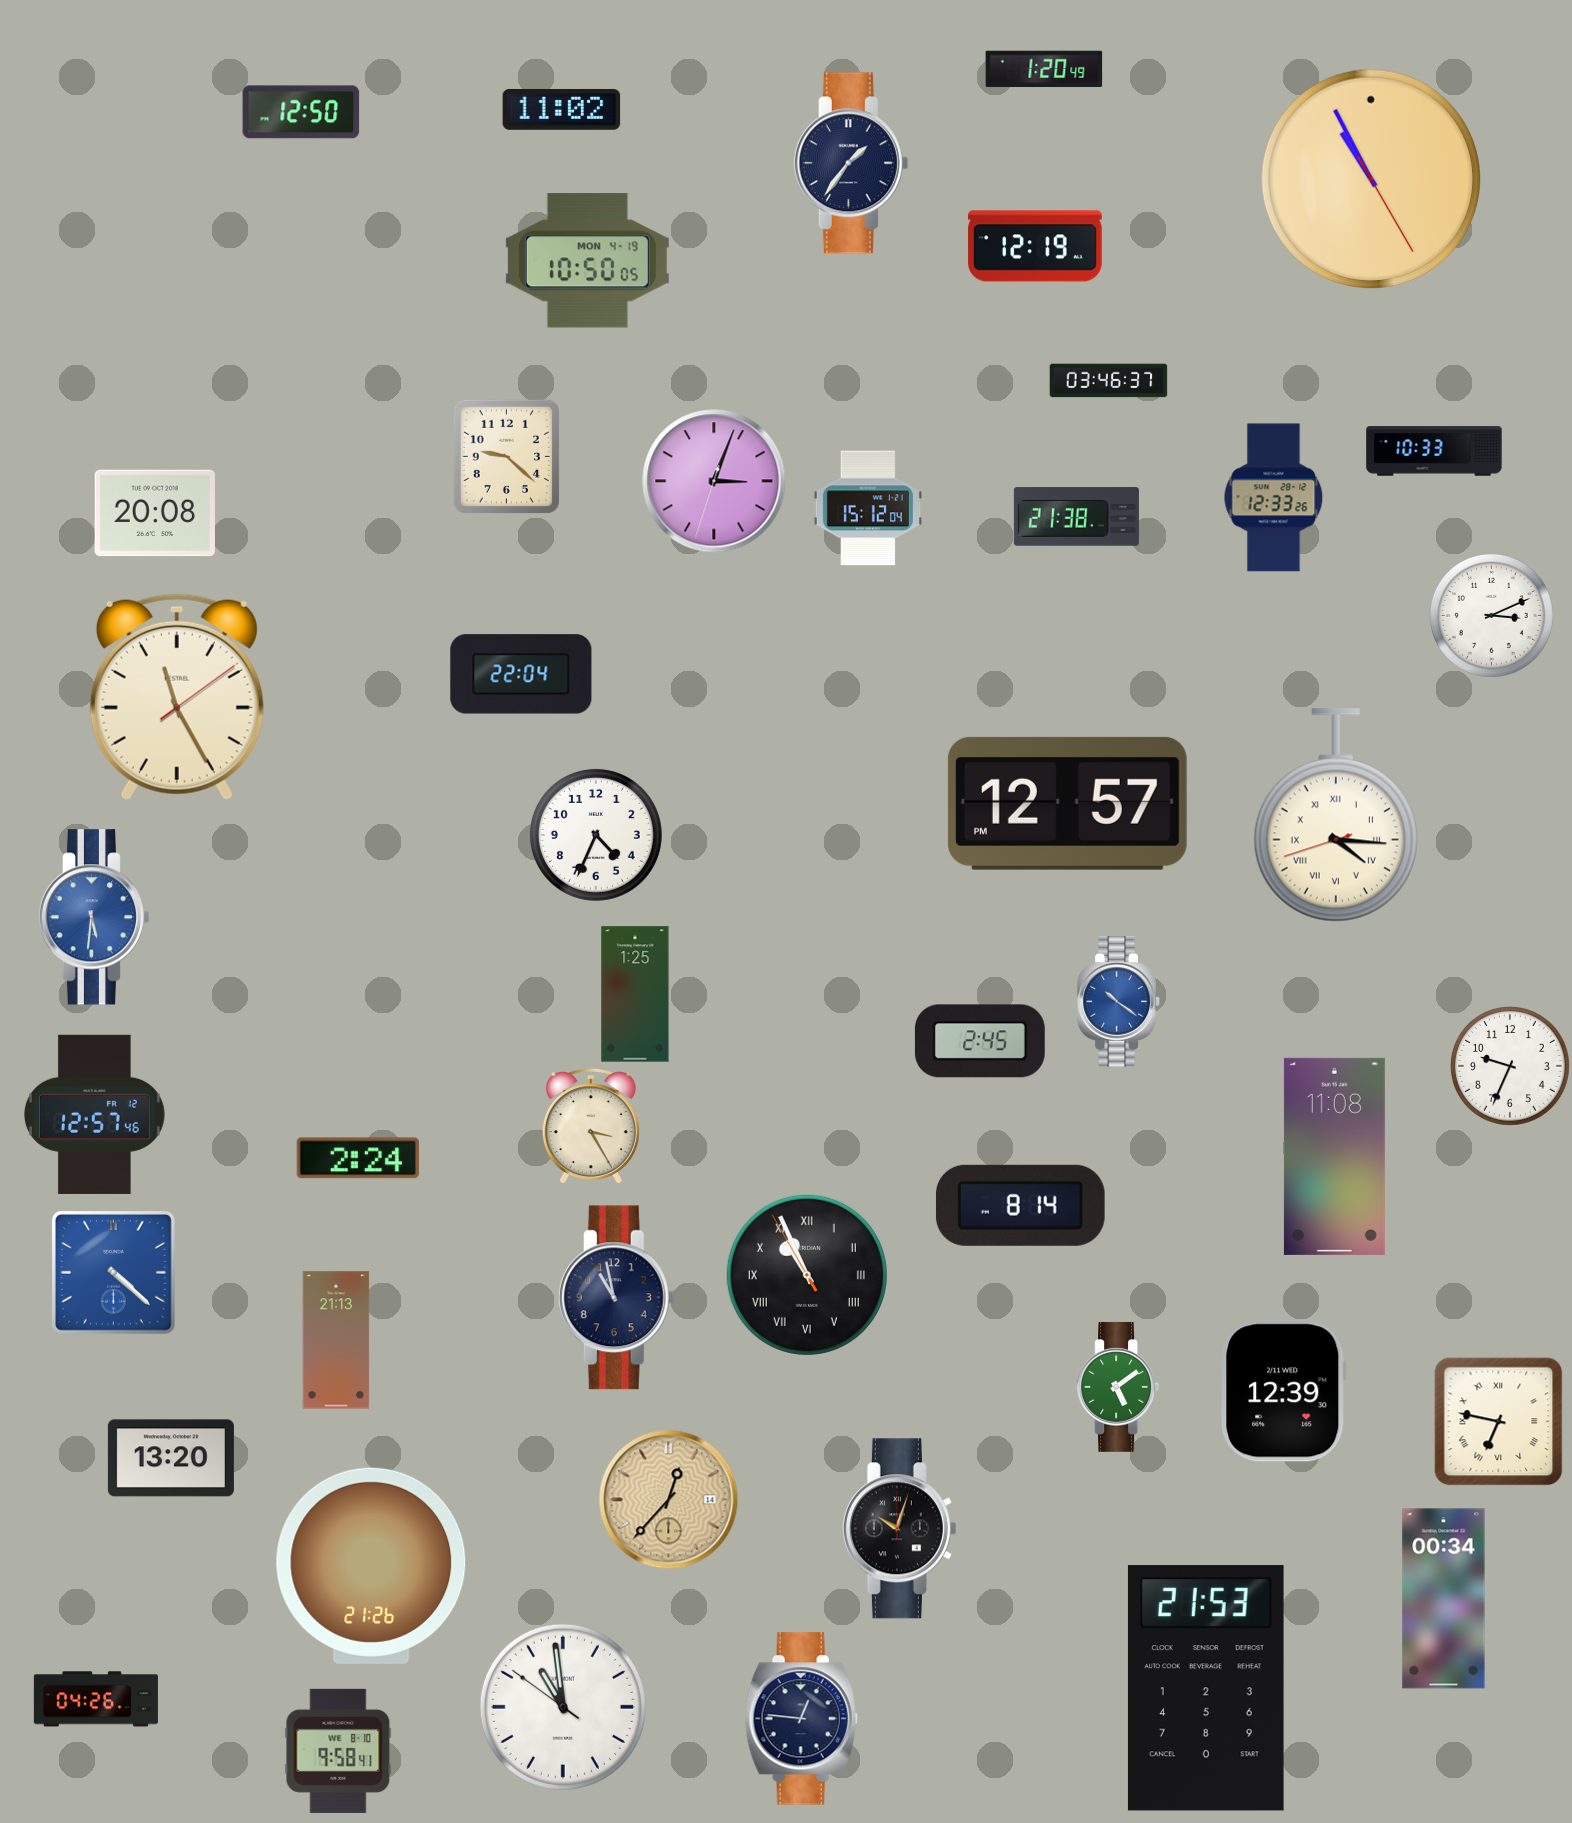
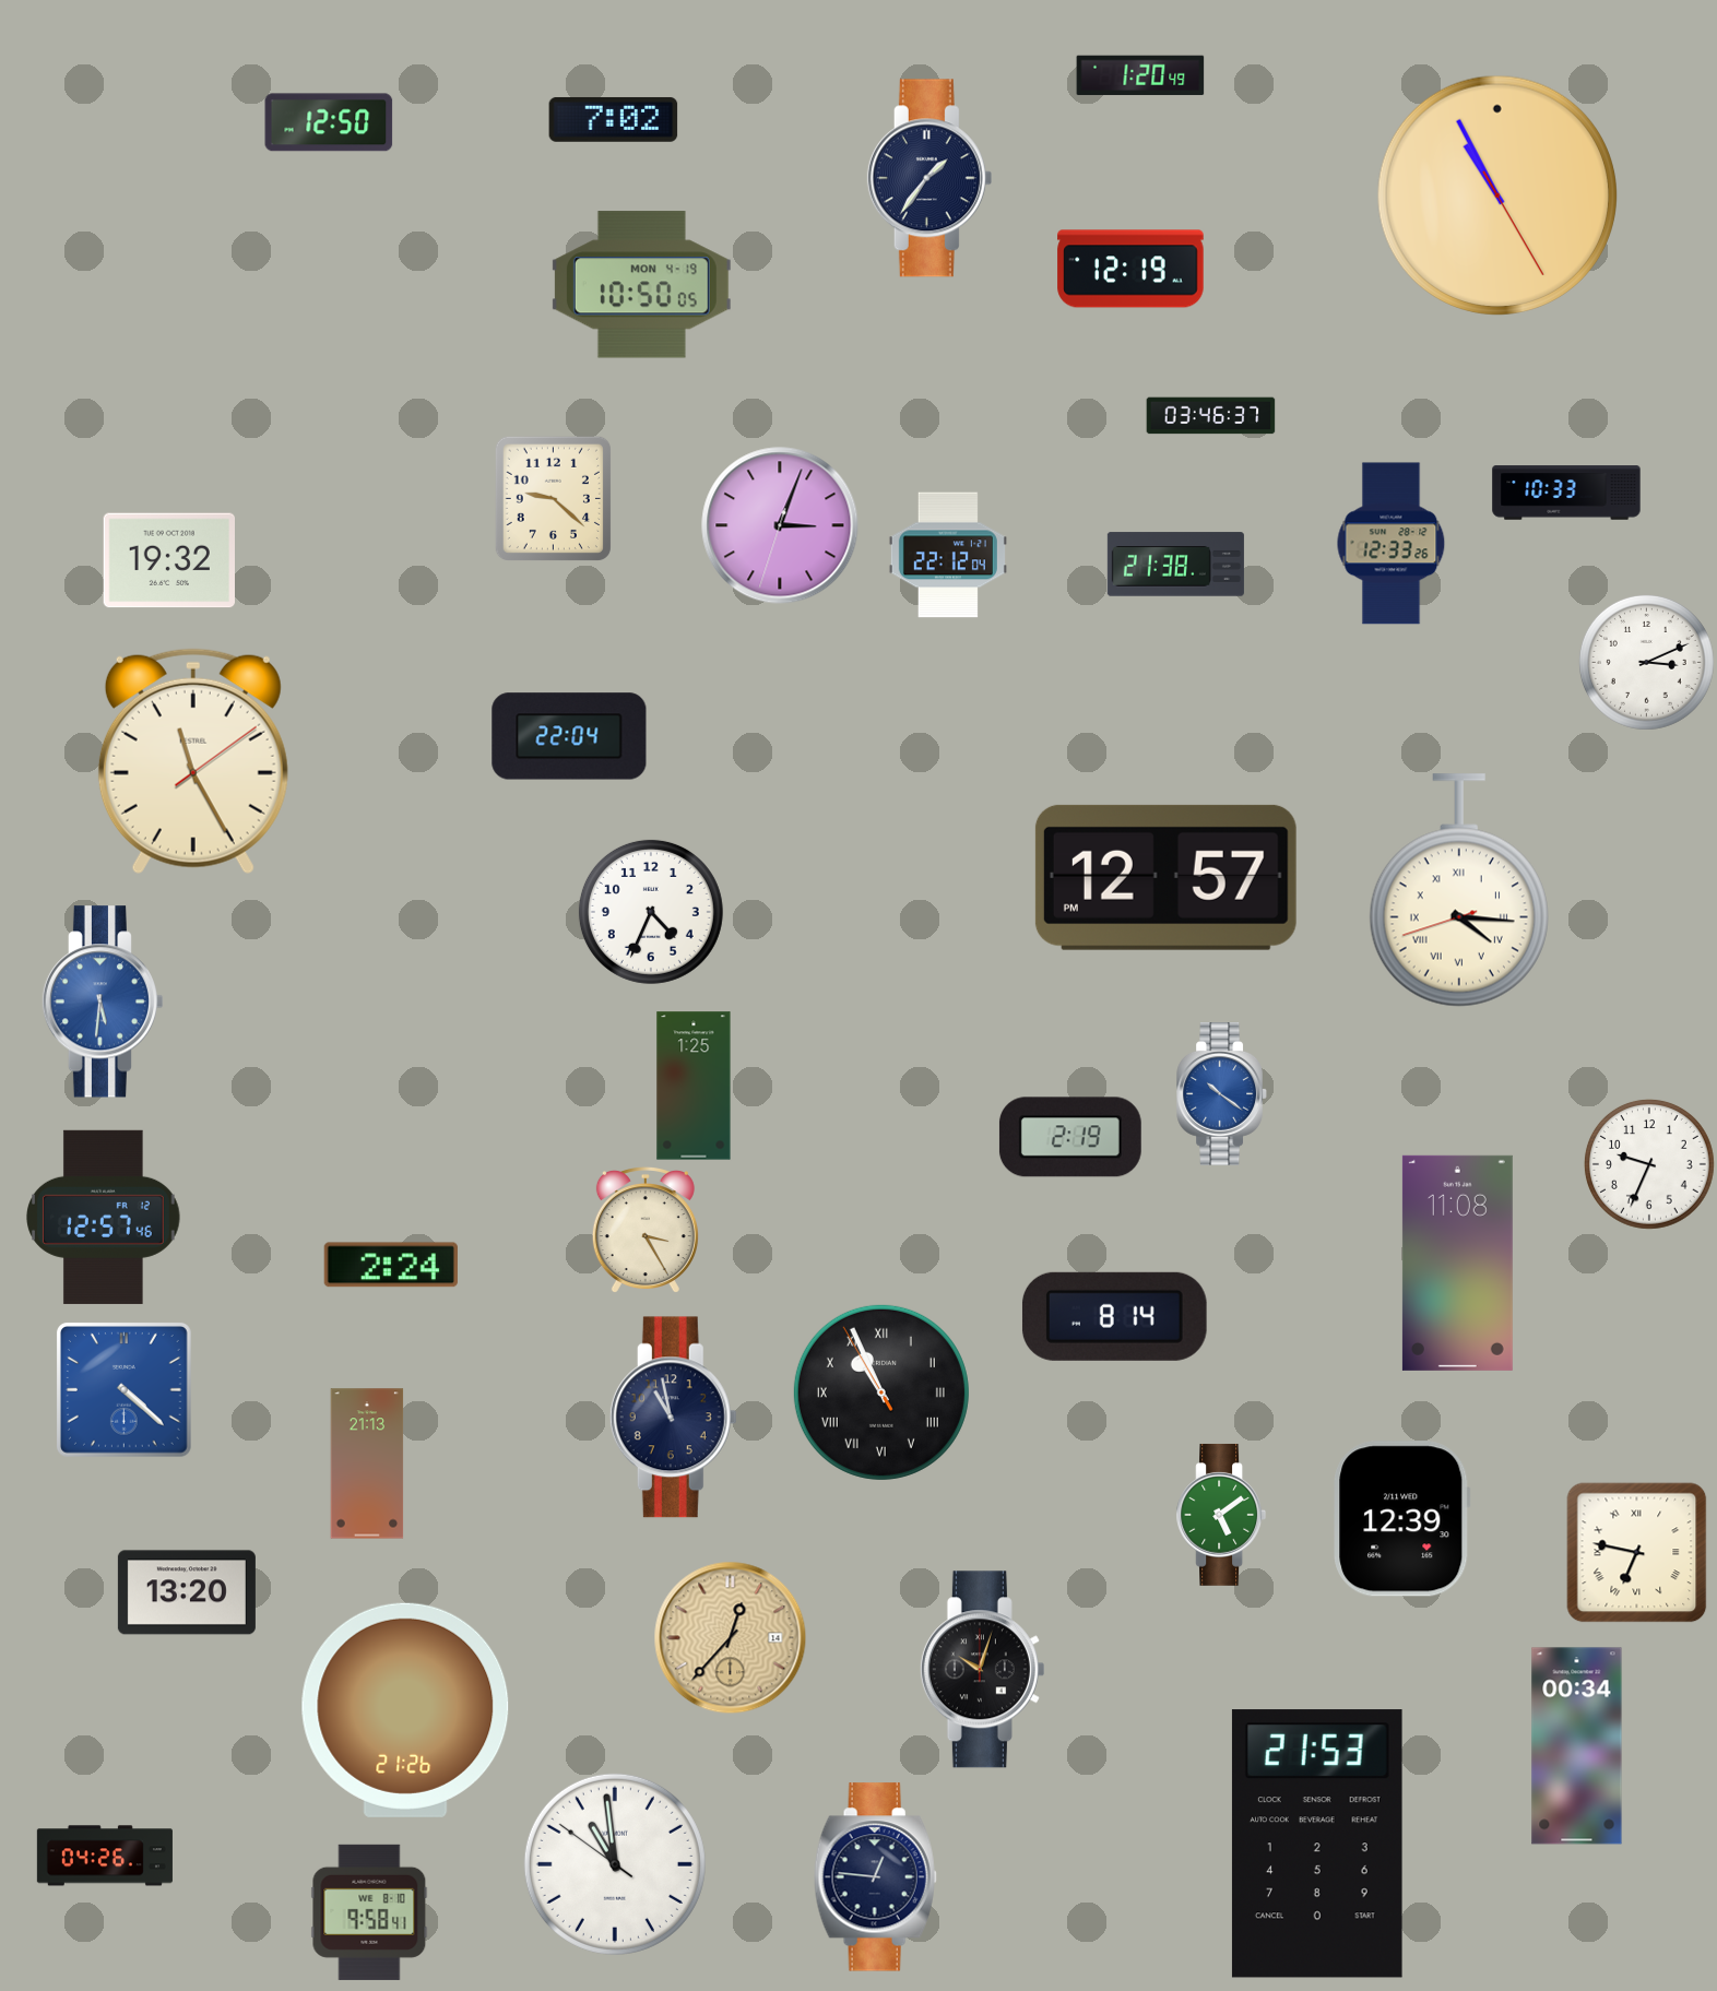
clock at (562, 109): 11:02 -> 7:02
clock at (868, 508): 15:12 -> 22:12
clock at (154, 513): 20:08 -> 19:32
clock at (1491, 615) position: (1491, 615) -> (1646, 662)
clock at (980, 1041): 2:45 -> 2:19
